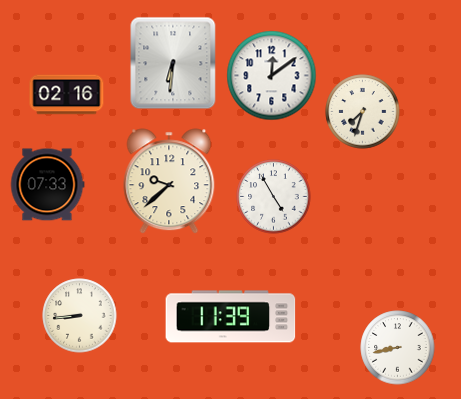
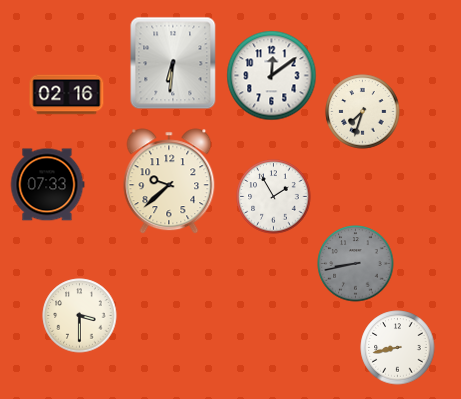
clock at (274, 197): 4:55 -> 1:55
clock at (356, 264): none -> 8:43
clock at (80, 316): 8:44 -> 3:30
clock at (231, 317): 11:39 -> none
